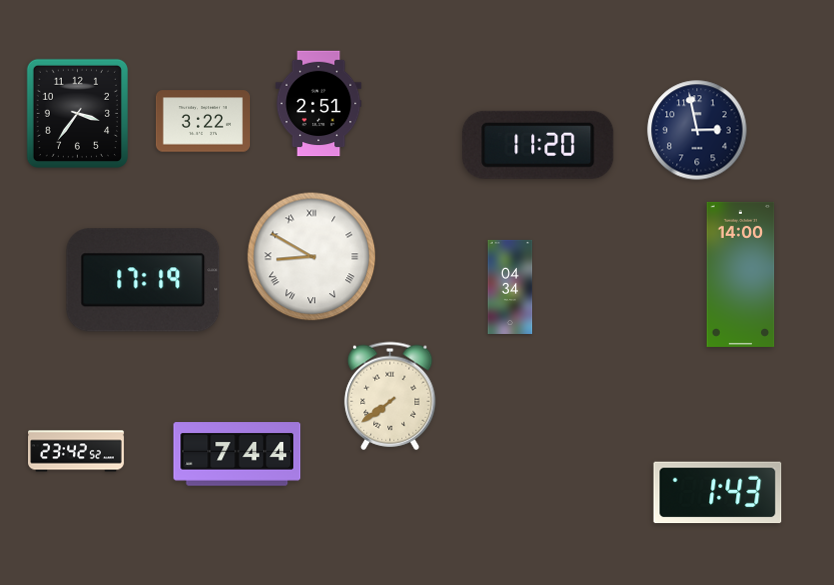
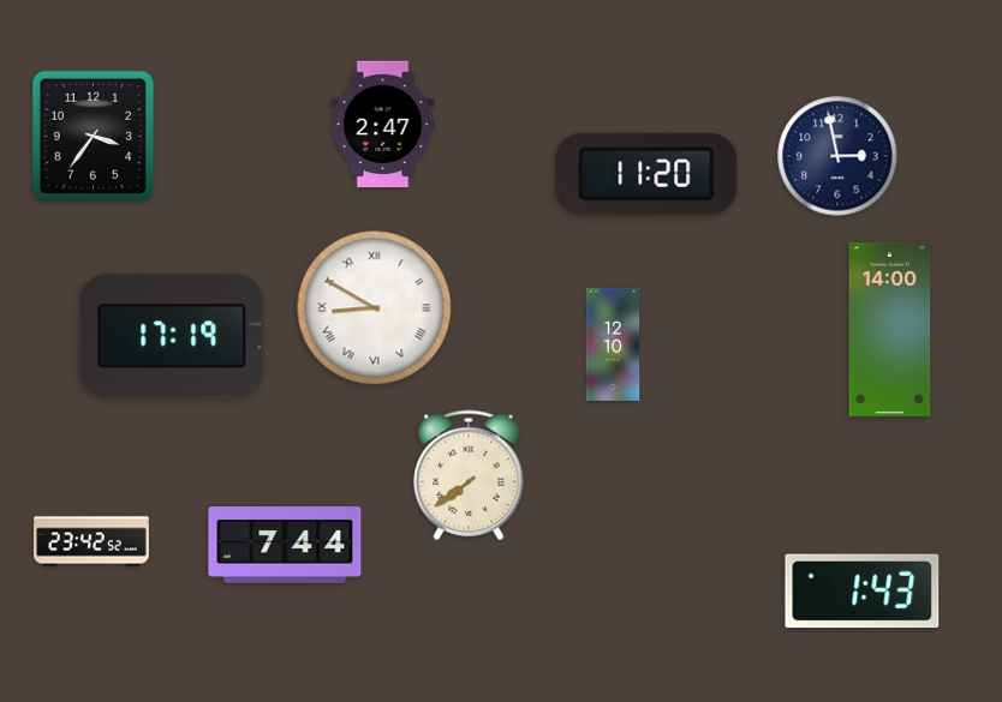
clock at (319, 104): 2:51 -> 2:47
clock at (203, 121): 3:22 -> none
clock at (510, 287): 04:34 -> 12:10
